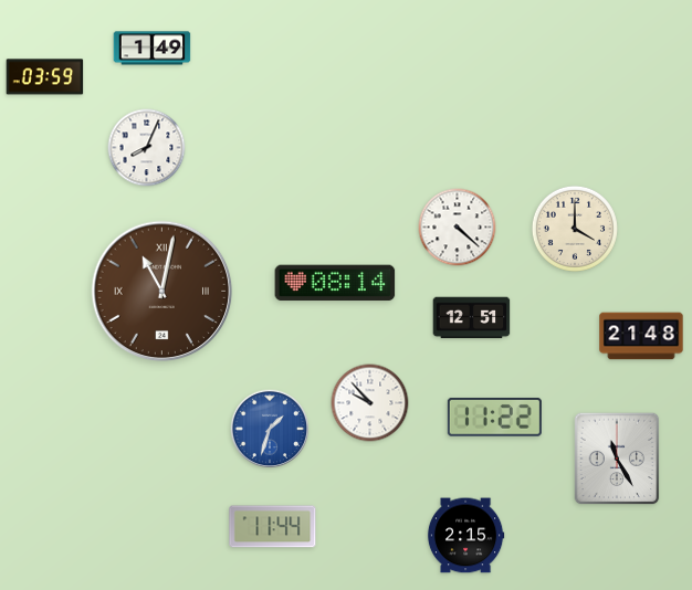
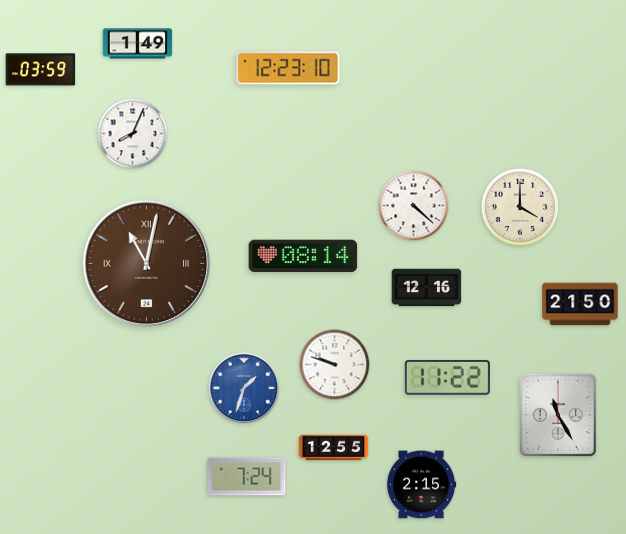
clock at (288, 68): none -> 12:23
clock at (472, 318): 12:51 -> 12:16
clock at (641, 336): 21:48 -> 21:50
clock at (370, 403): 9:53 -> 9:48
clock at (334, 448): none -> 12:55
clock at (273, 527): 11:44 -> 7:24
